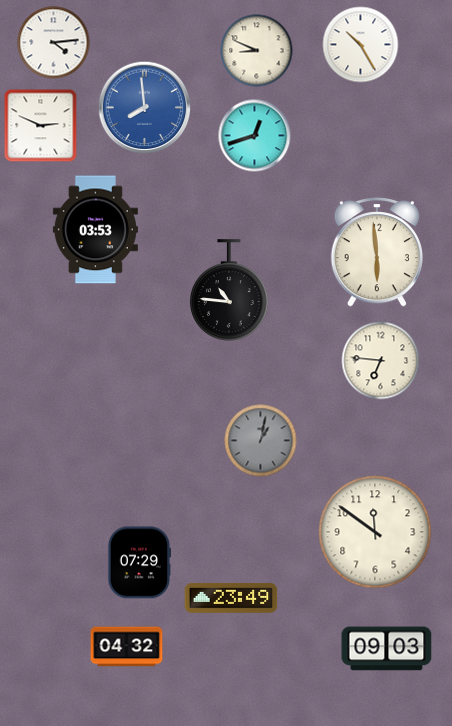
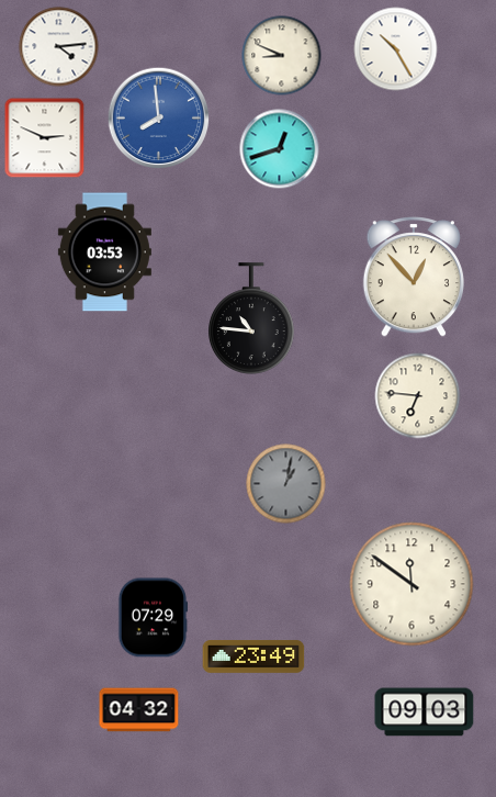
clock at (377, 252): 5:59 -> 12:53
